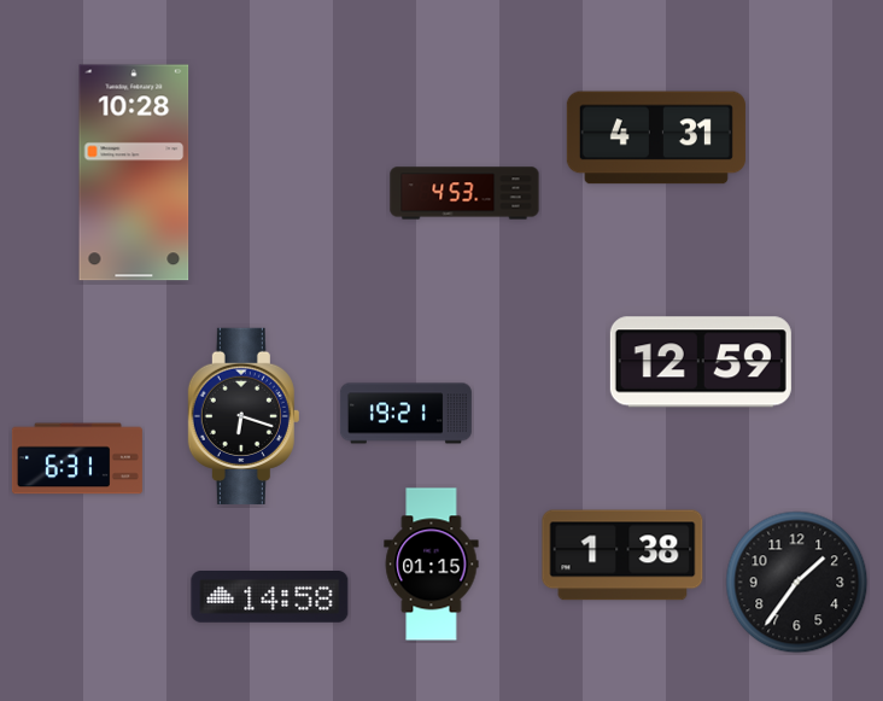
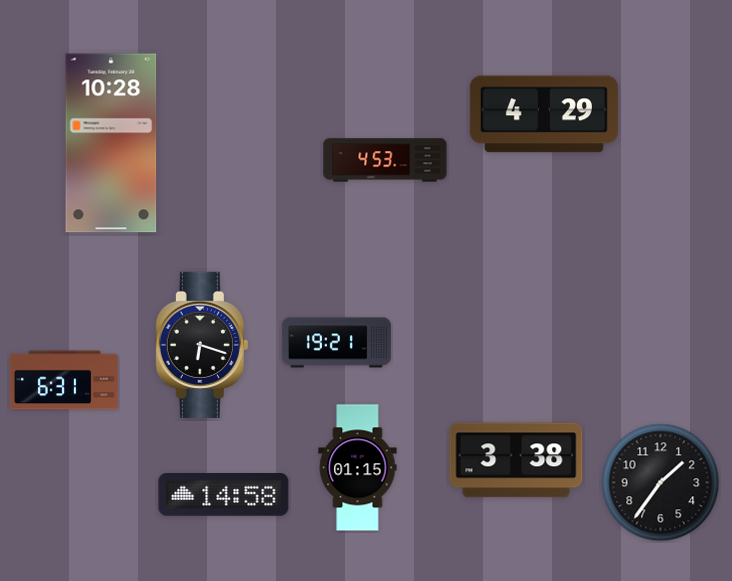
clock at (656, 138): 4:31 -> 4:29
clock at (701, 362): 12:59 -> none
clock at (622, 555): 1:38 -> 3:38
